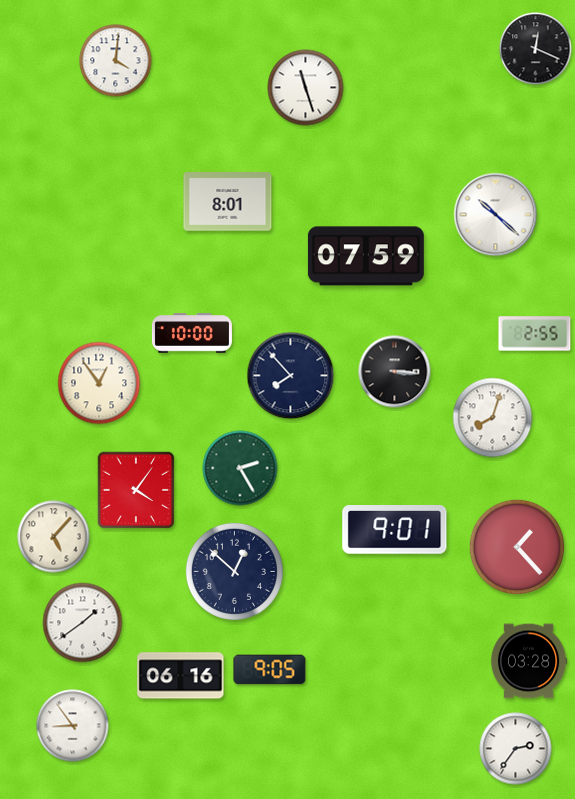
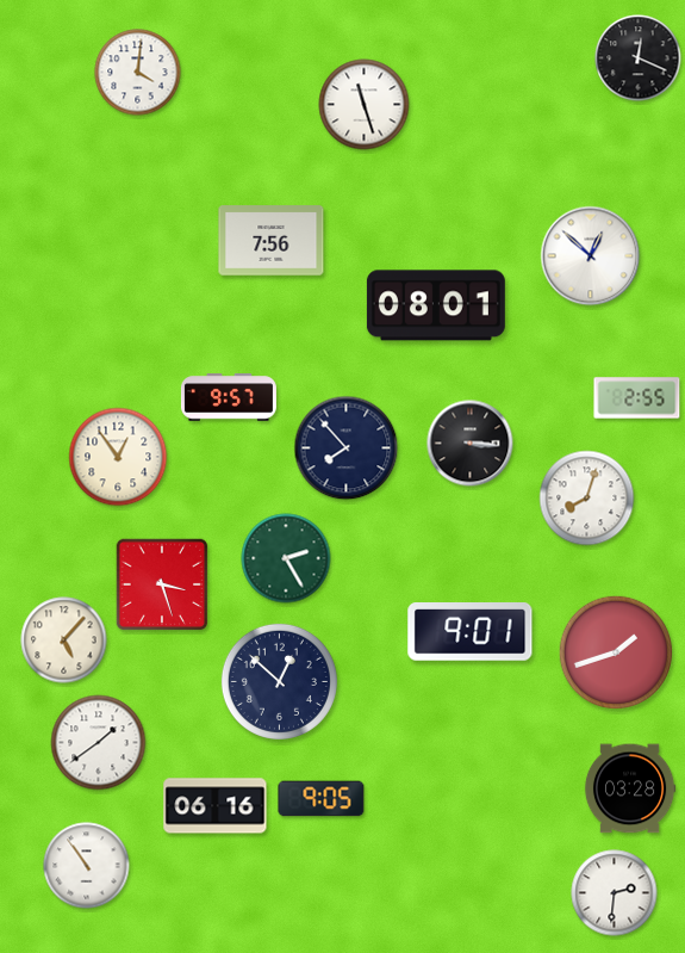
clock at (228, 202): 8:01 -> 7:56
clock at (496, 215): 10:22 -> 12:52
clock at (366, 256): 07:59 -> 08:01
clock at (192, 333): 10:00 -> 9:57
clock at (136, 490): 4:06 -> 3:27
clock at (516, 546): 1:23 -> 1:42
clock at (73, 726): 8:54 -> 10:54
clock at (516, 749): 2:36 -> 2:31
